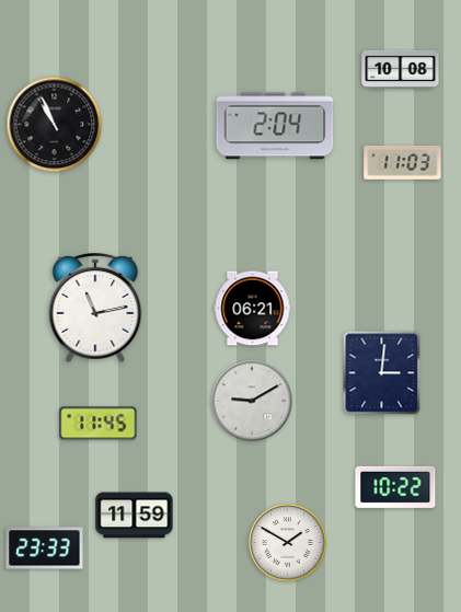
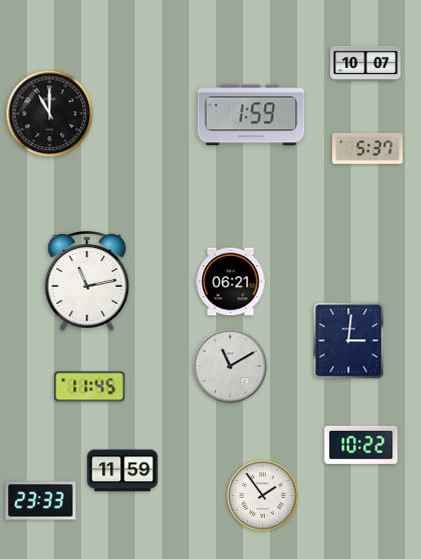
clock at (401, 69): 10:08 -> 10:07
clock at (55, 125): 10:56 -> 11:00
clock at (275, 126): 2:04 -> 1:59
clock at (403, 162): 11:03 -> 5:37
clock at (252, 401): 9:10 -> 11:10
clock at (288, 543): 1:50 -> 1:54
